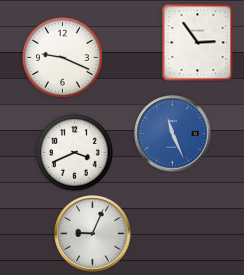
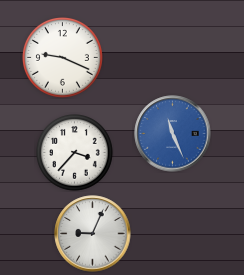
clock at (198, 42): 2:54 -> none
clock at (75, 153): 3:41 -> 3:37
